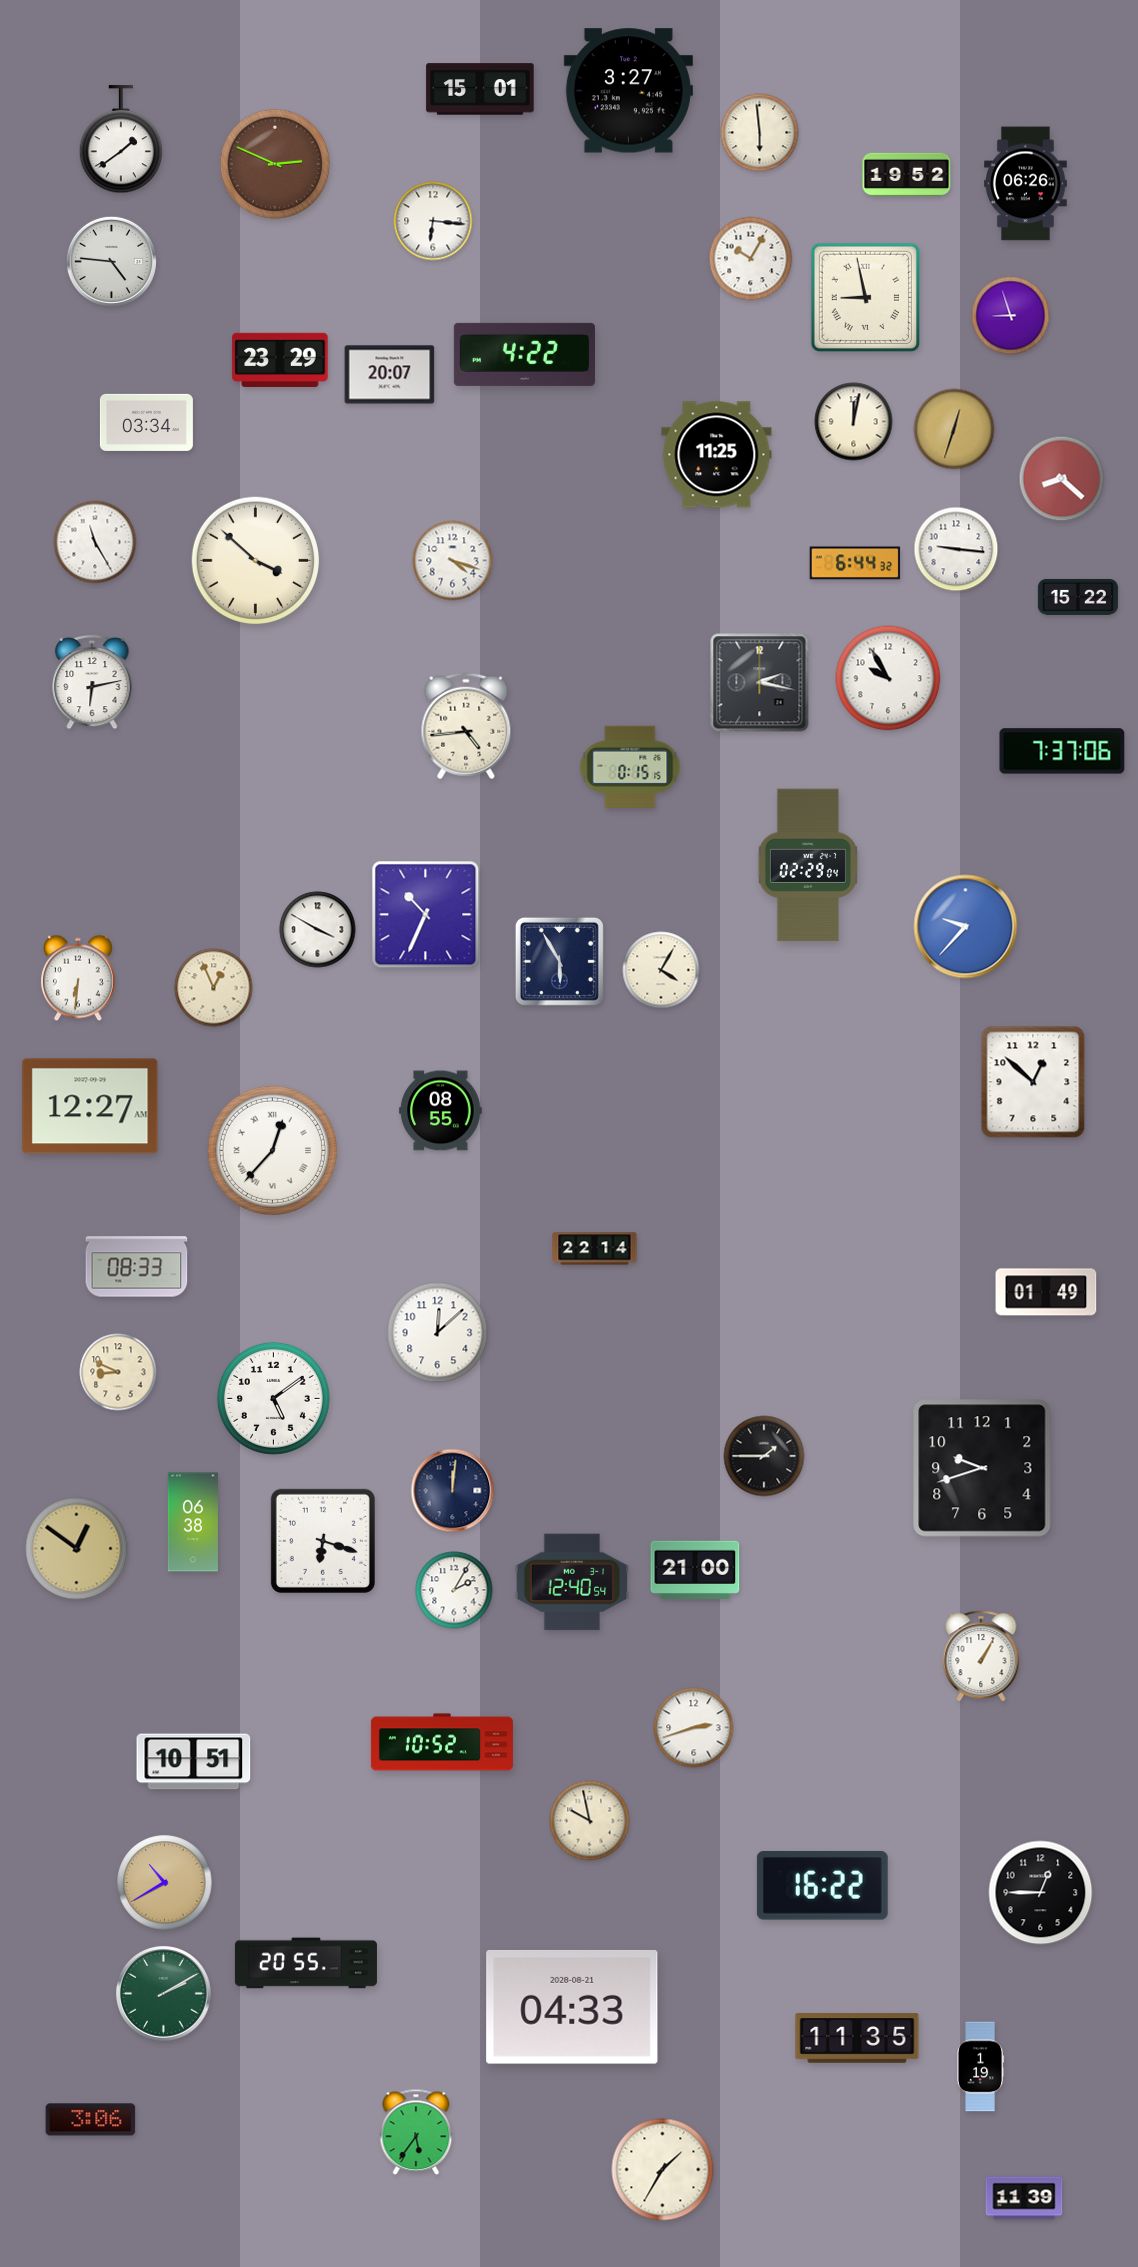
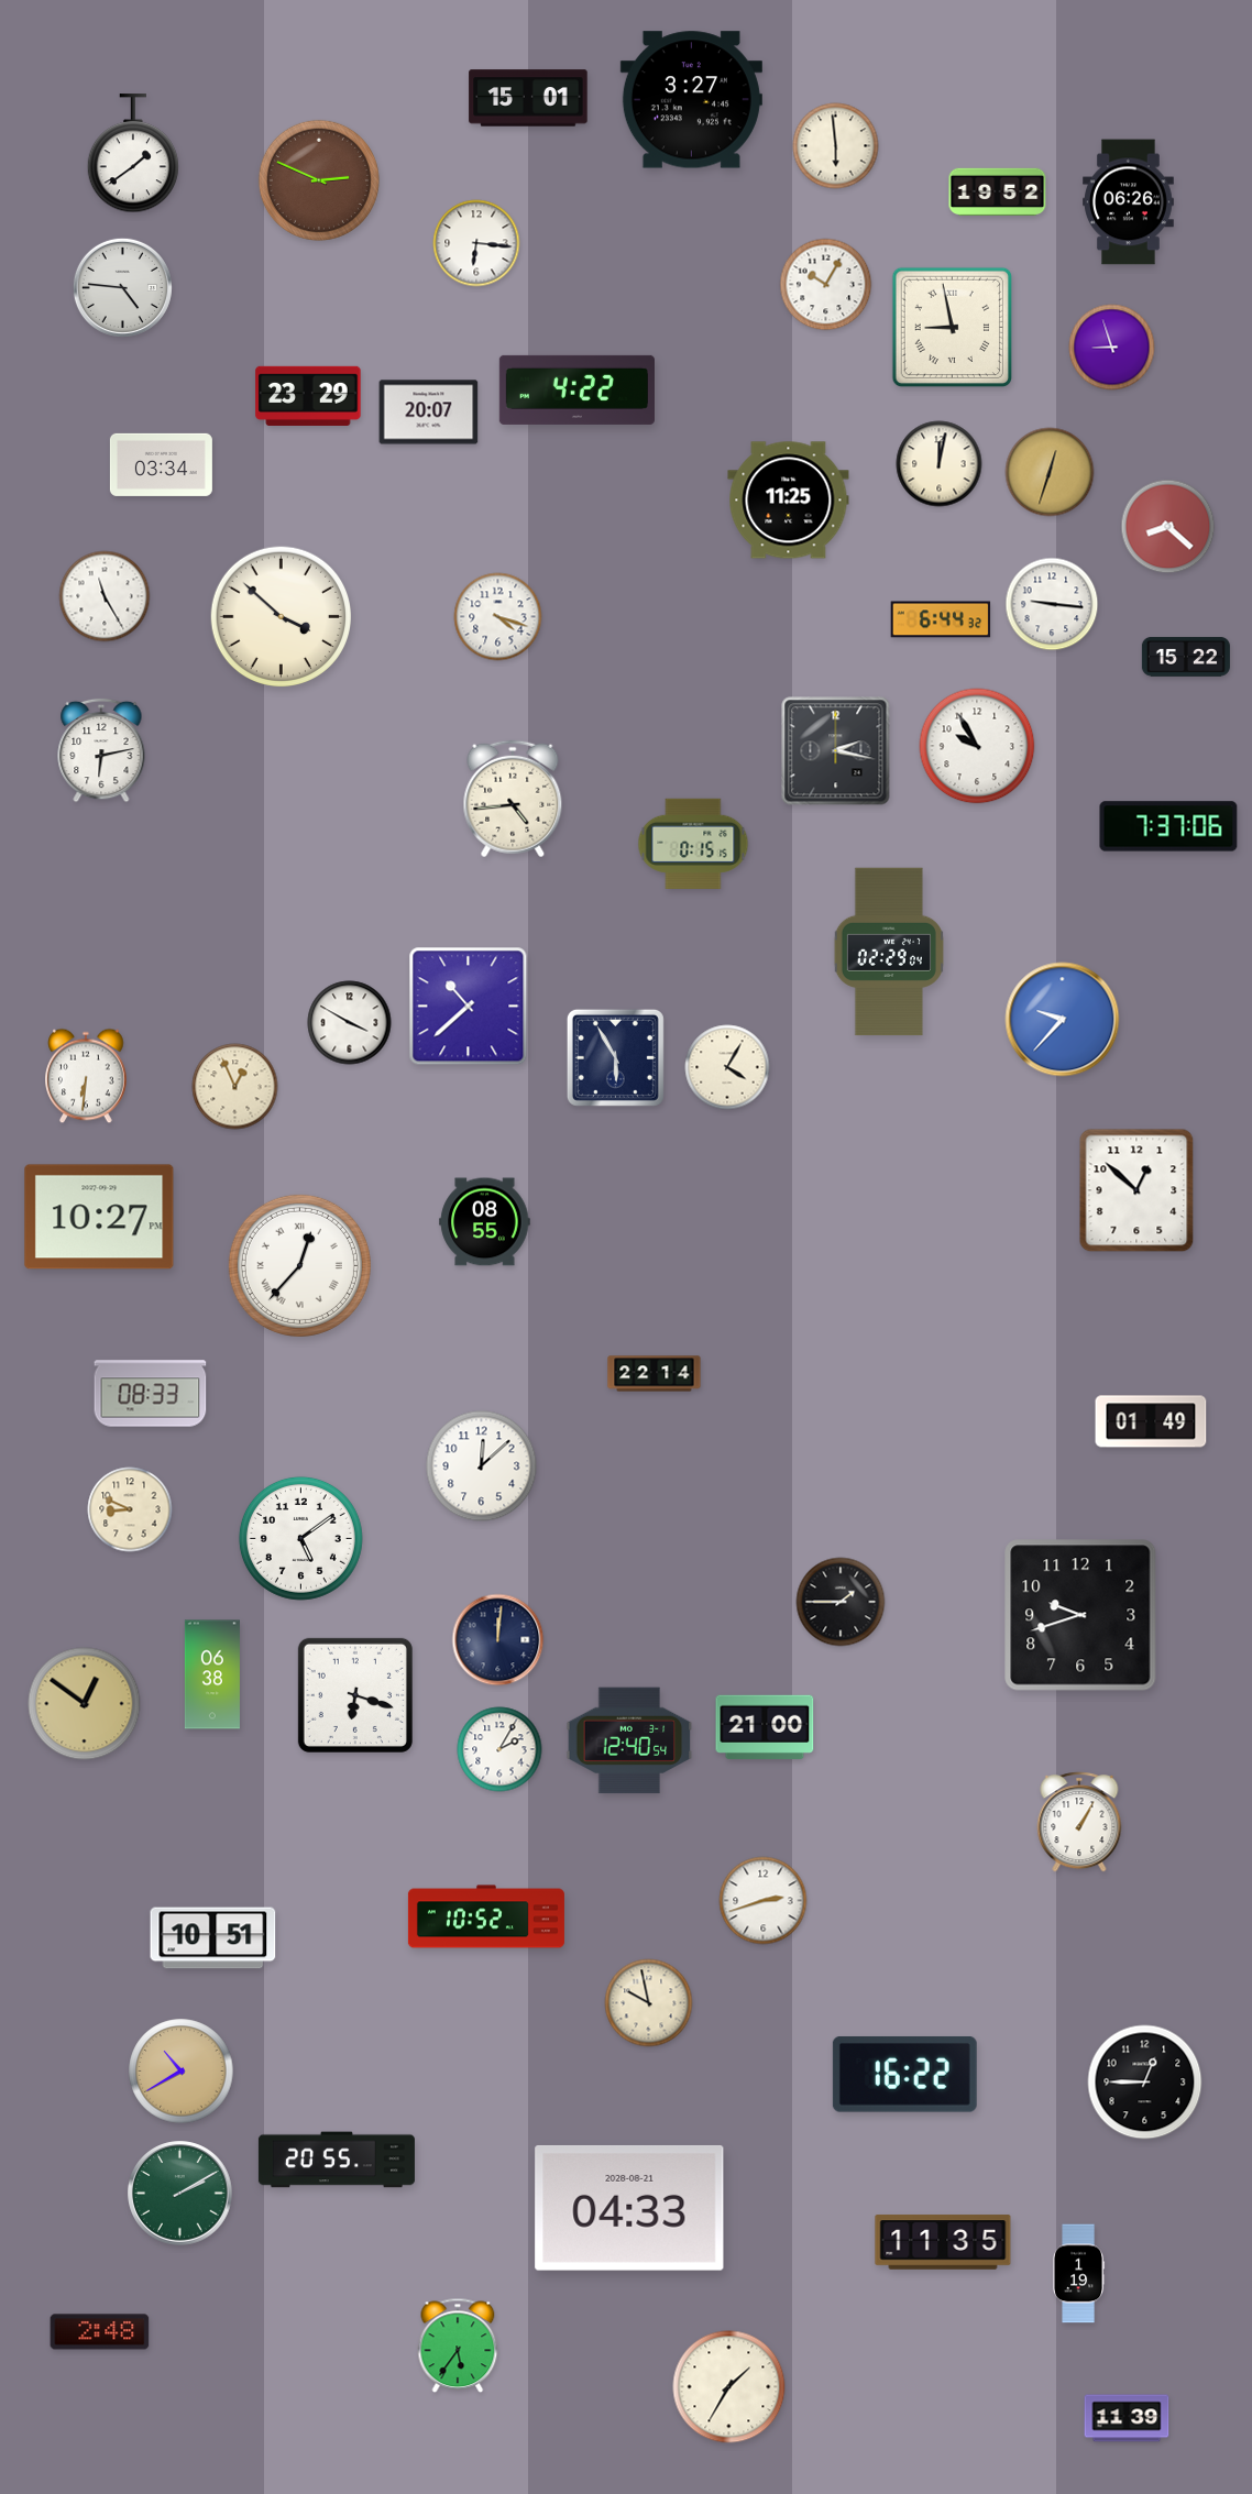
clock at (275, 164) position: (275, 164) -> (319, 180)
clock at (426, 915): 10:34 -> 10:38
clock at (90, 1106): 12:27 -> 10:27
clock at (91, 2120): 3:06 -> 2:48
